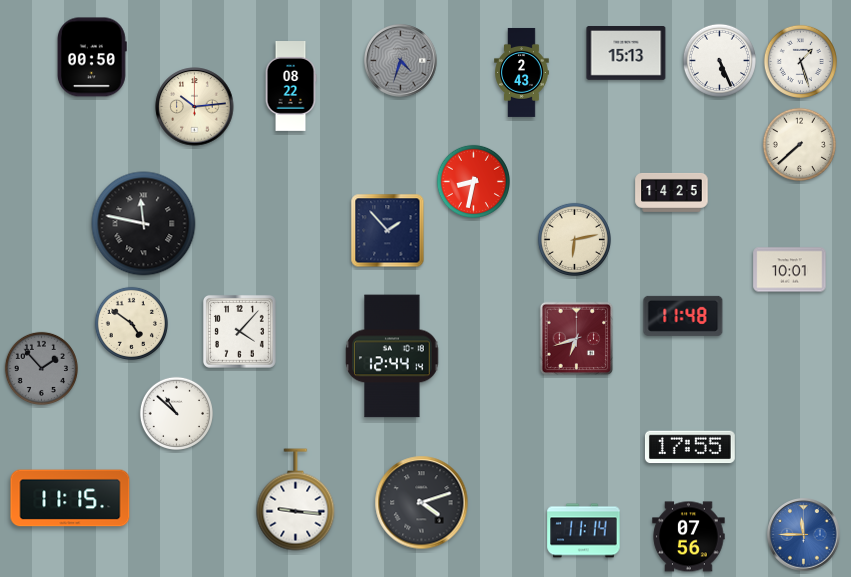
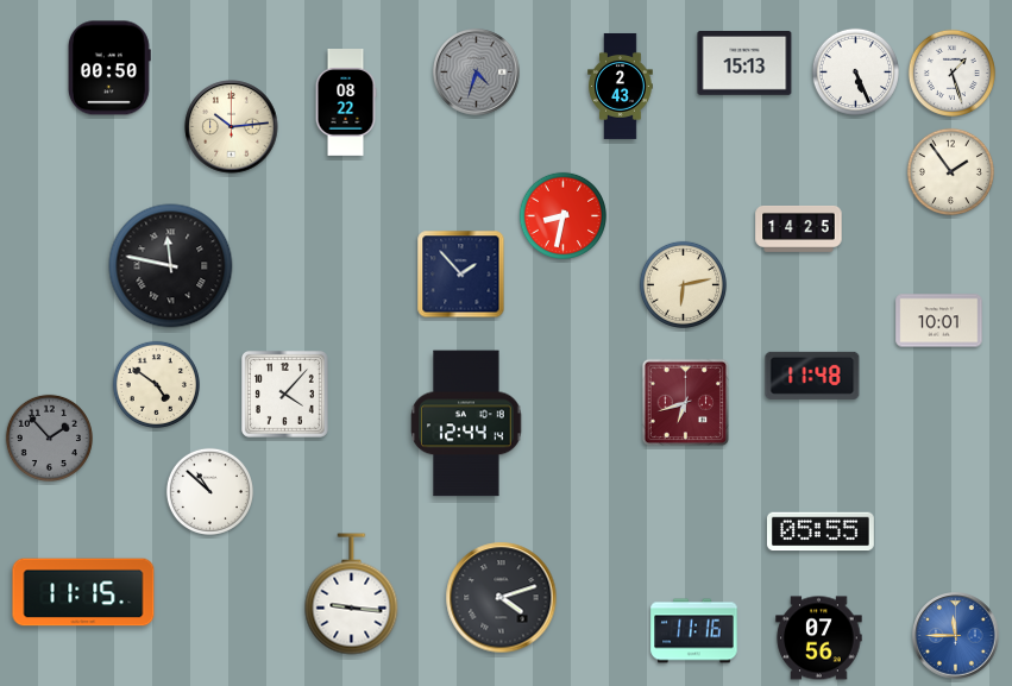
clock at (799, 144): 7:38 -> 1:54
clock at (690, 447): 17:55 -> 05:55
clock at (584, 531): 11:14 -> 11:16
